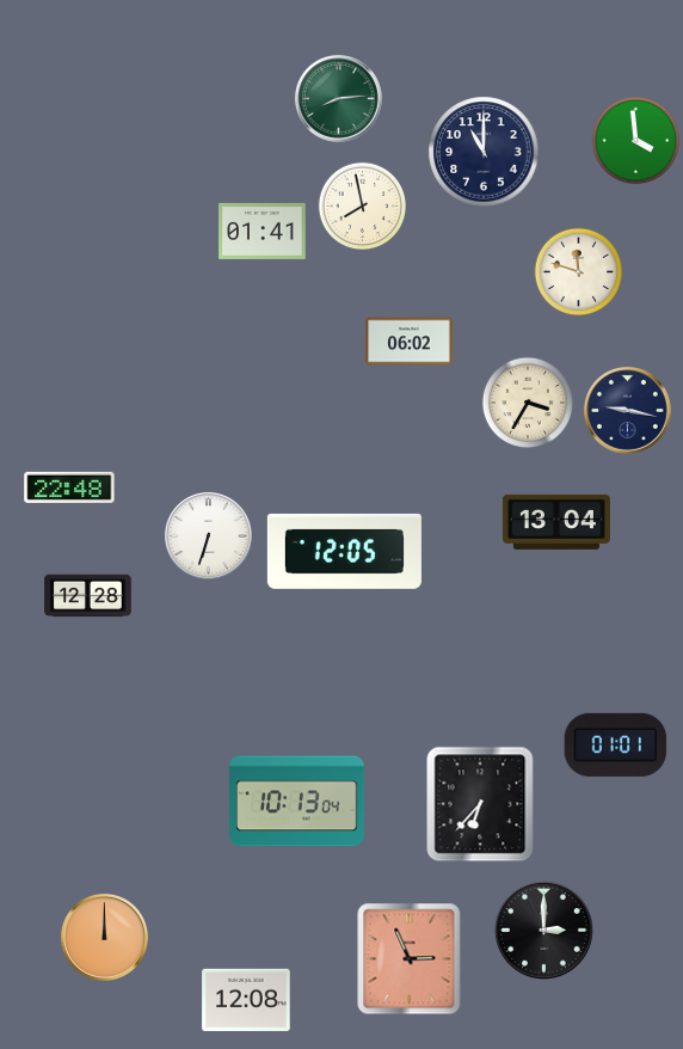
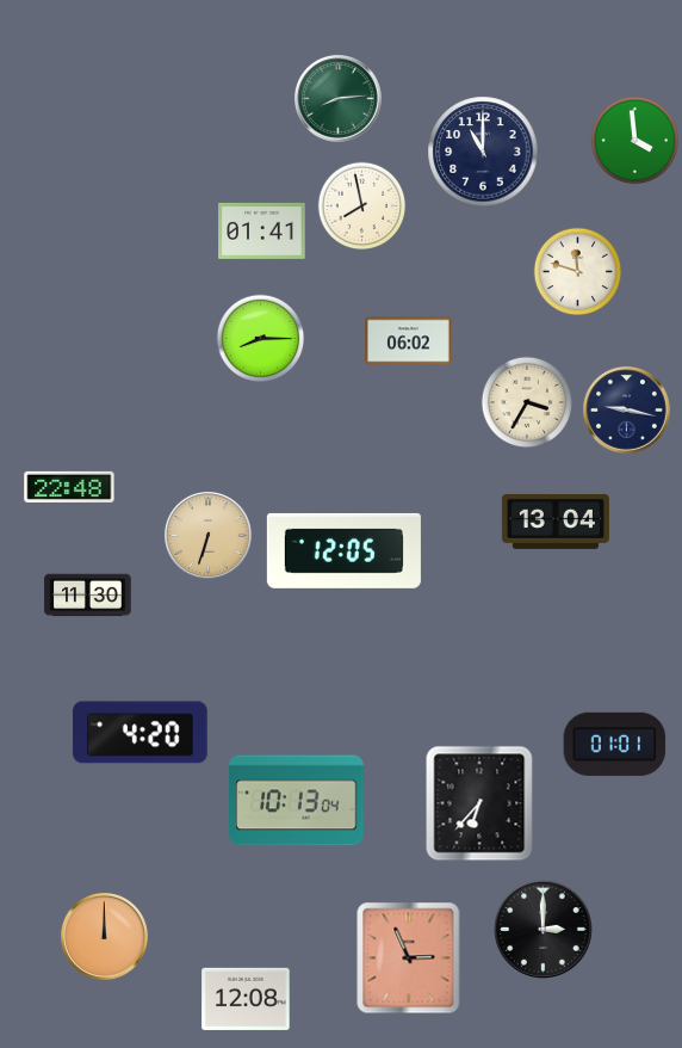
clock at (261, 339): none -> 8:15
clock at (208, 535) dial: white -> champagne
clock at (88, 596): 12:28 -> 11:30
clock at (141, 733): none -> 4:20
